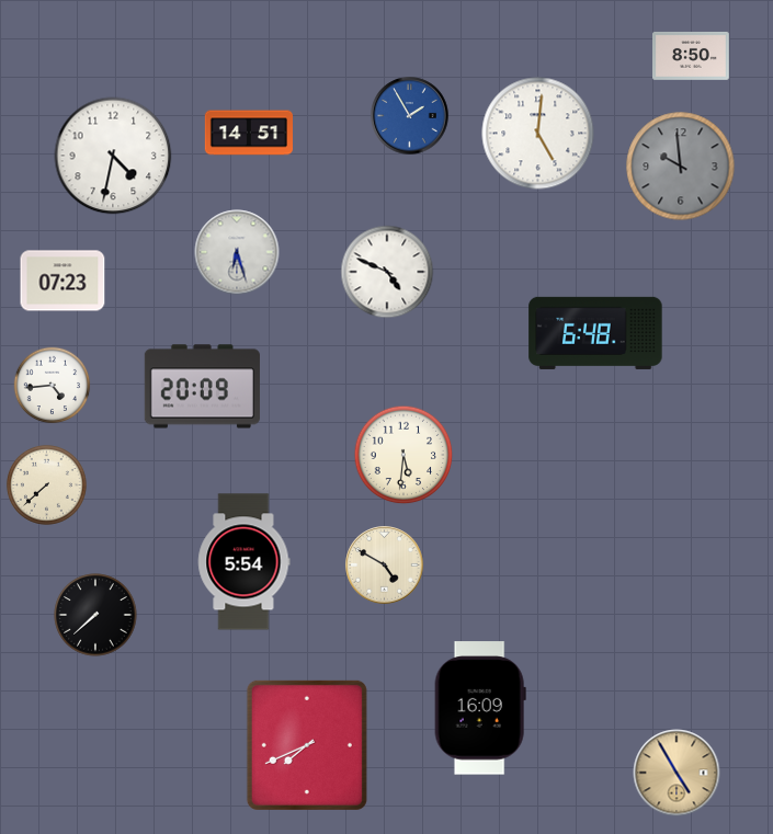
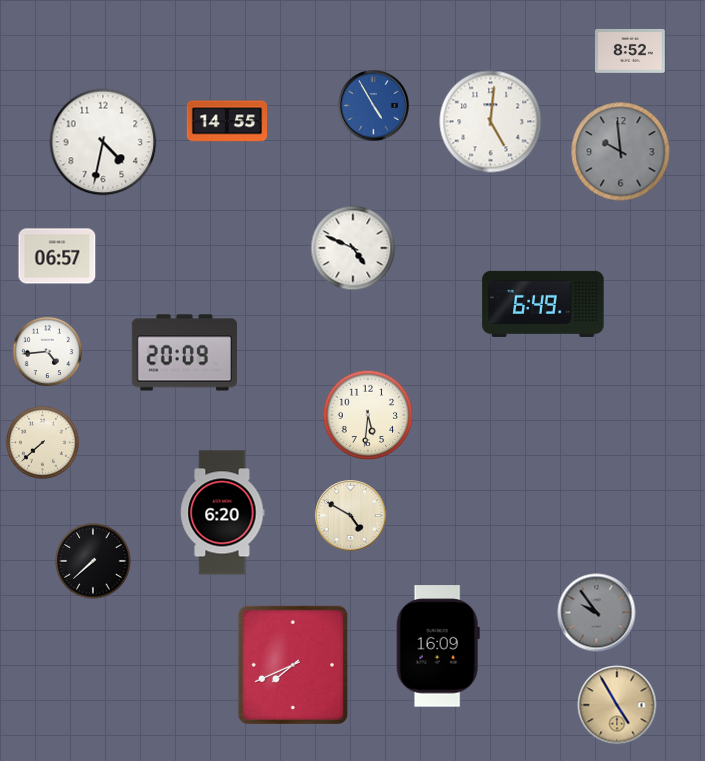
clock at (692, 56): 8:50 -> 8:52
clock at (410, 116): 1:55 -> 4:55
clock at (248, 133): 14:51 -> 14:55
clock at (237, 252): 6:27 -> none
clock at (62, 281): 07:23 -> 06:57
clock at (595, 333): 6:48 -> 6:49
clock at (245, 562): 5:54 -> 6:20
clock at (95, 615) position: (95, 615) -> (93, 561)
clock at (597, 613): none -> 9:54
clock at (307, 745) position: (307, 745) -> (293, 665)
